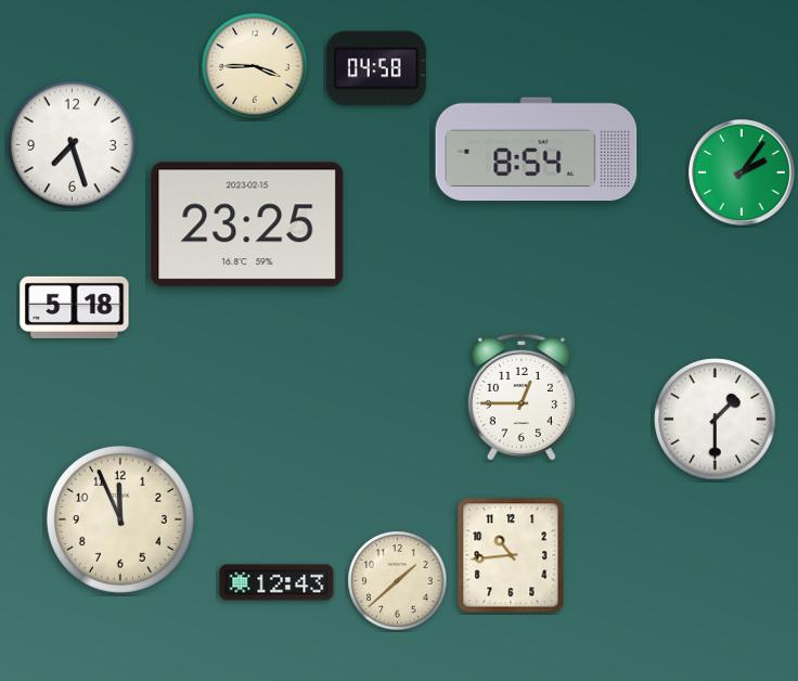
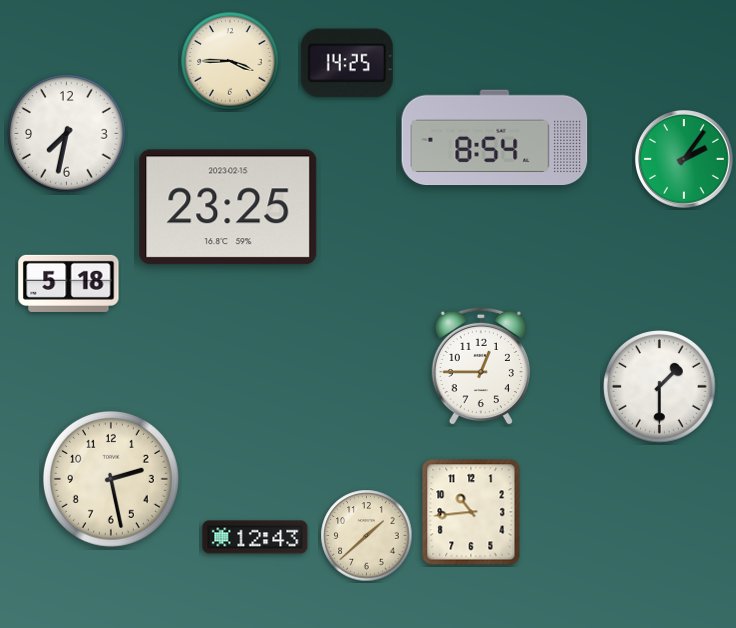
clock at (255, 66) position: (255, 66) -> (230, 61)
clock at (376, 68): 04:58 -> 14:25
clock at (73, 145): 7:27 -> 7:32
clock at (120, 519): 11:56 -> 2:28
